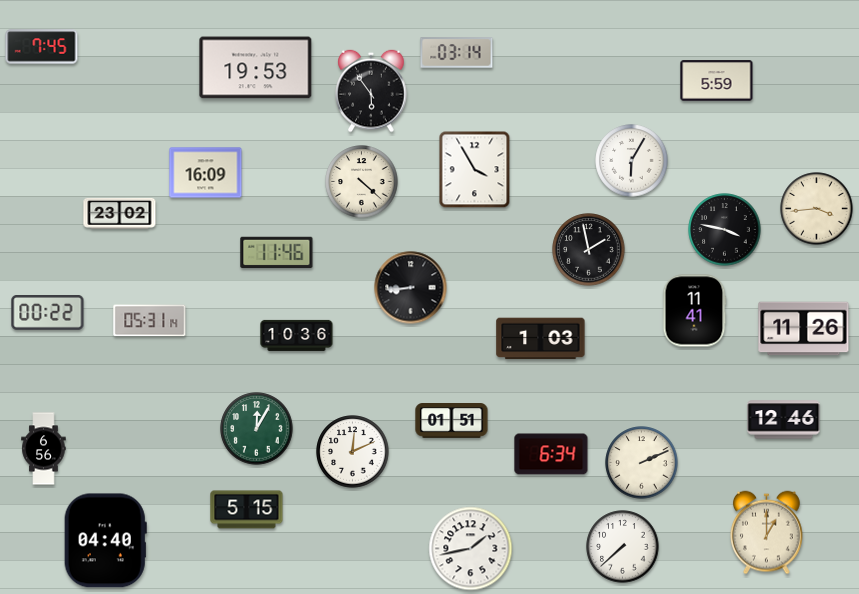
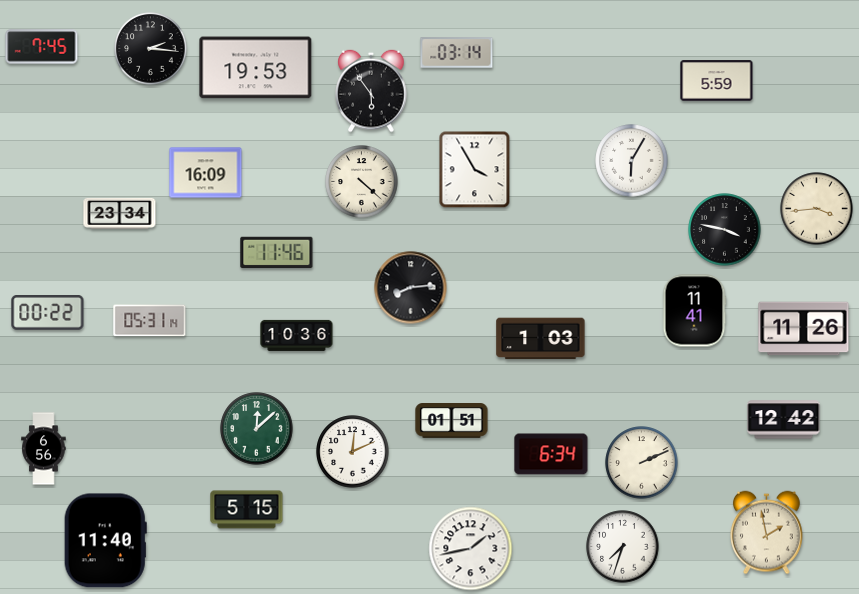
clock at (151, 49): none -> 2:16
clock at (120, 213): 23:02 -> 23:34
clock at (589, 250): 1:58 -> none
clock at (411, 288): 8:44 -> 8:14
clock at (784, 420): 12:46 -> 12:42
clock at (257, 429): 12:05 -> 12:08
clock at (767, 533): 1:00 -> 1:58
clock at (105, 541): 04:40 -> 11:40
clock at (623, 547): 7:38 -> 7:33
